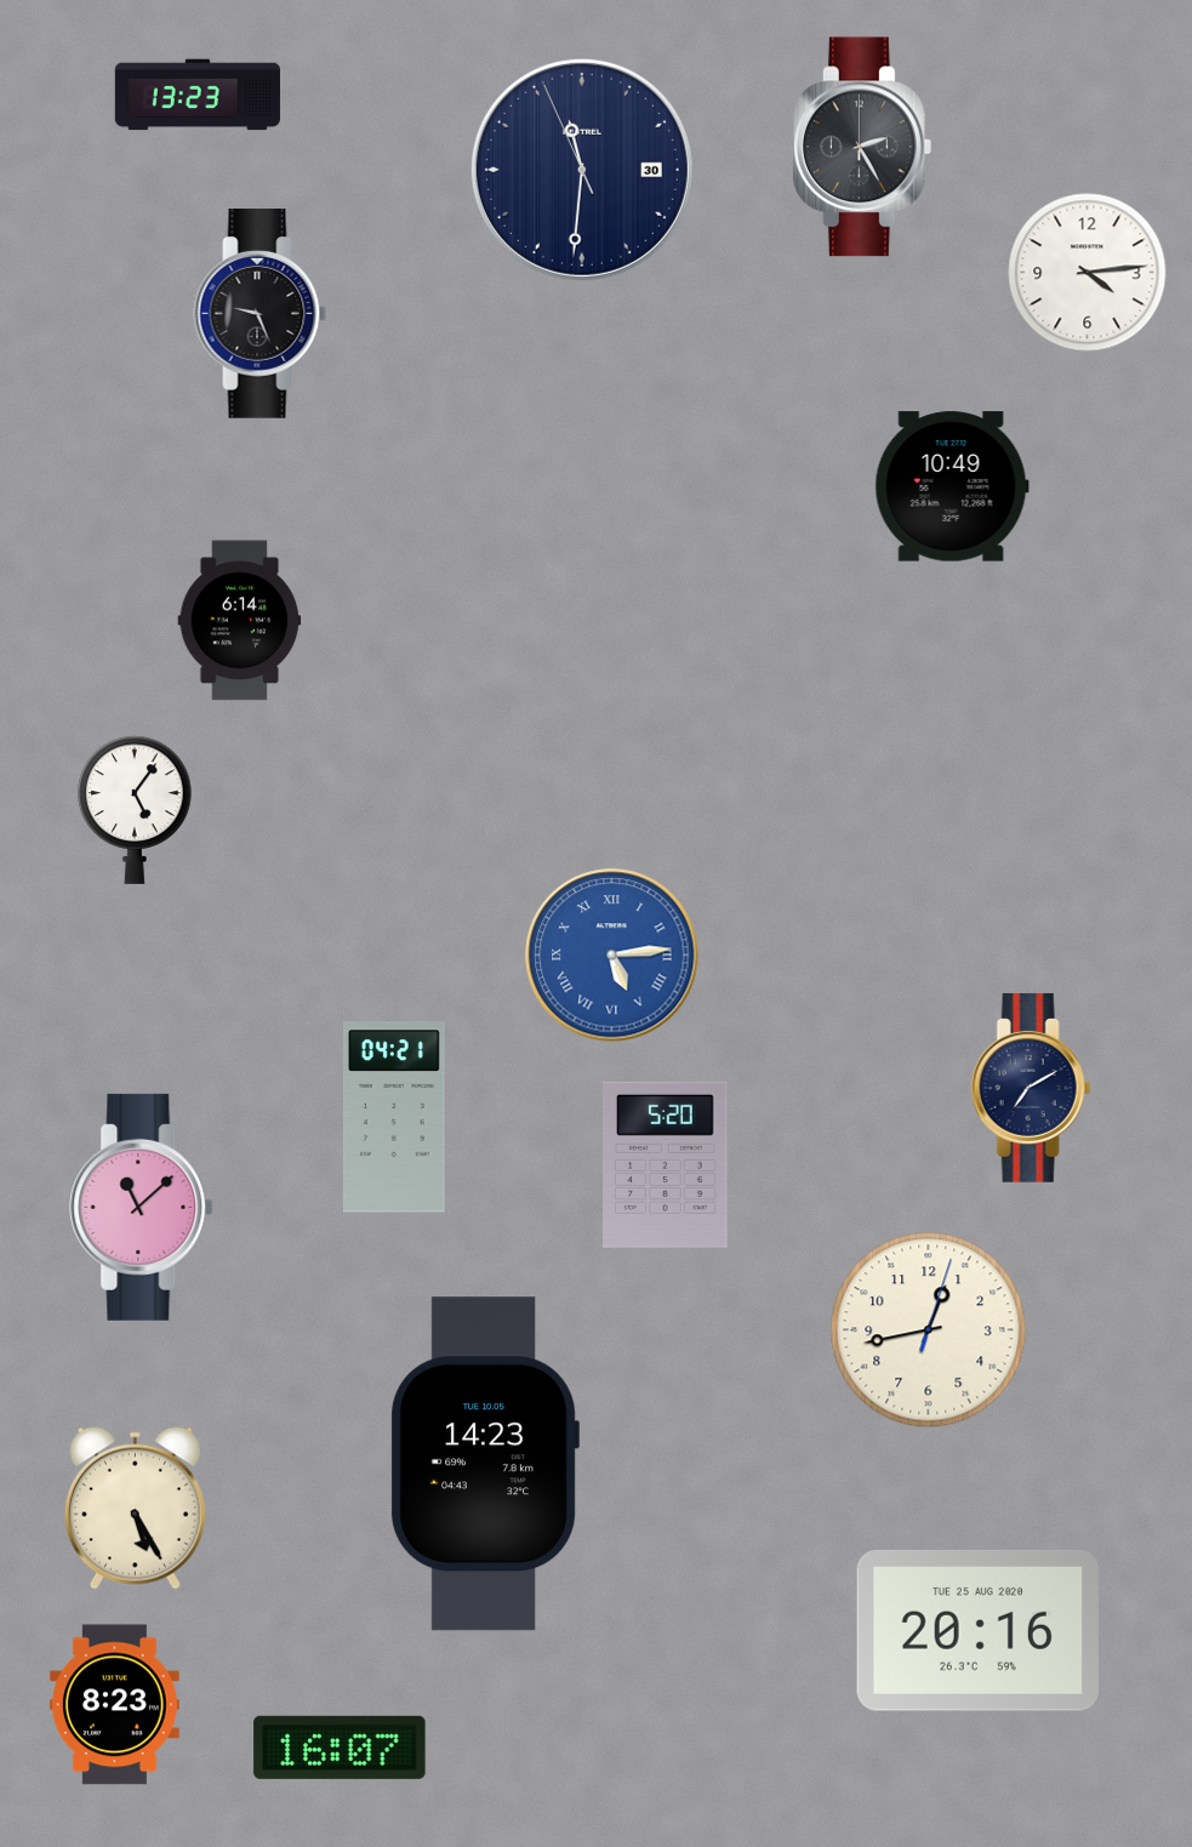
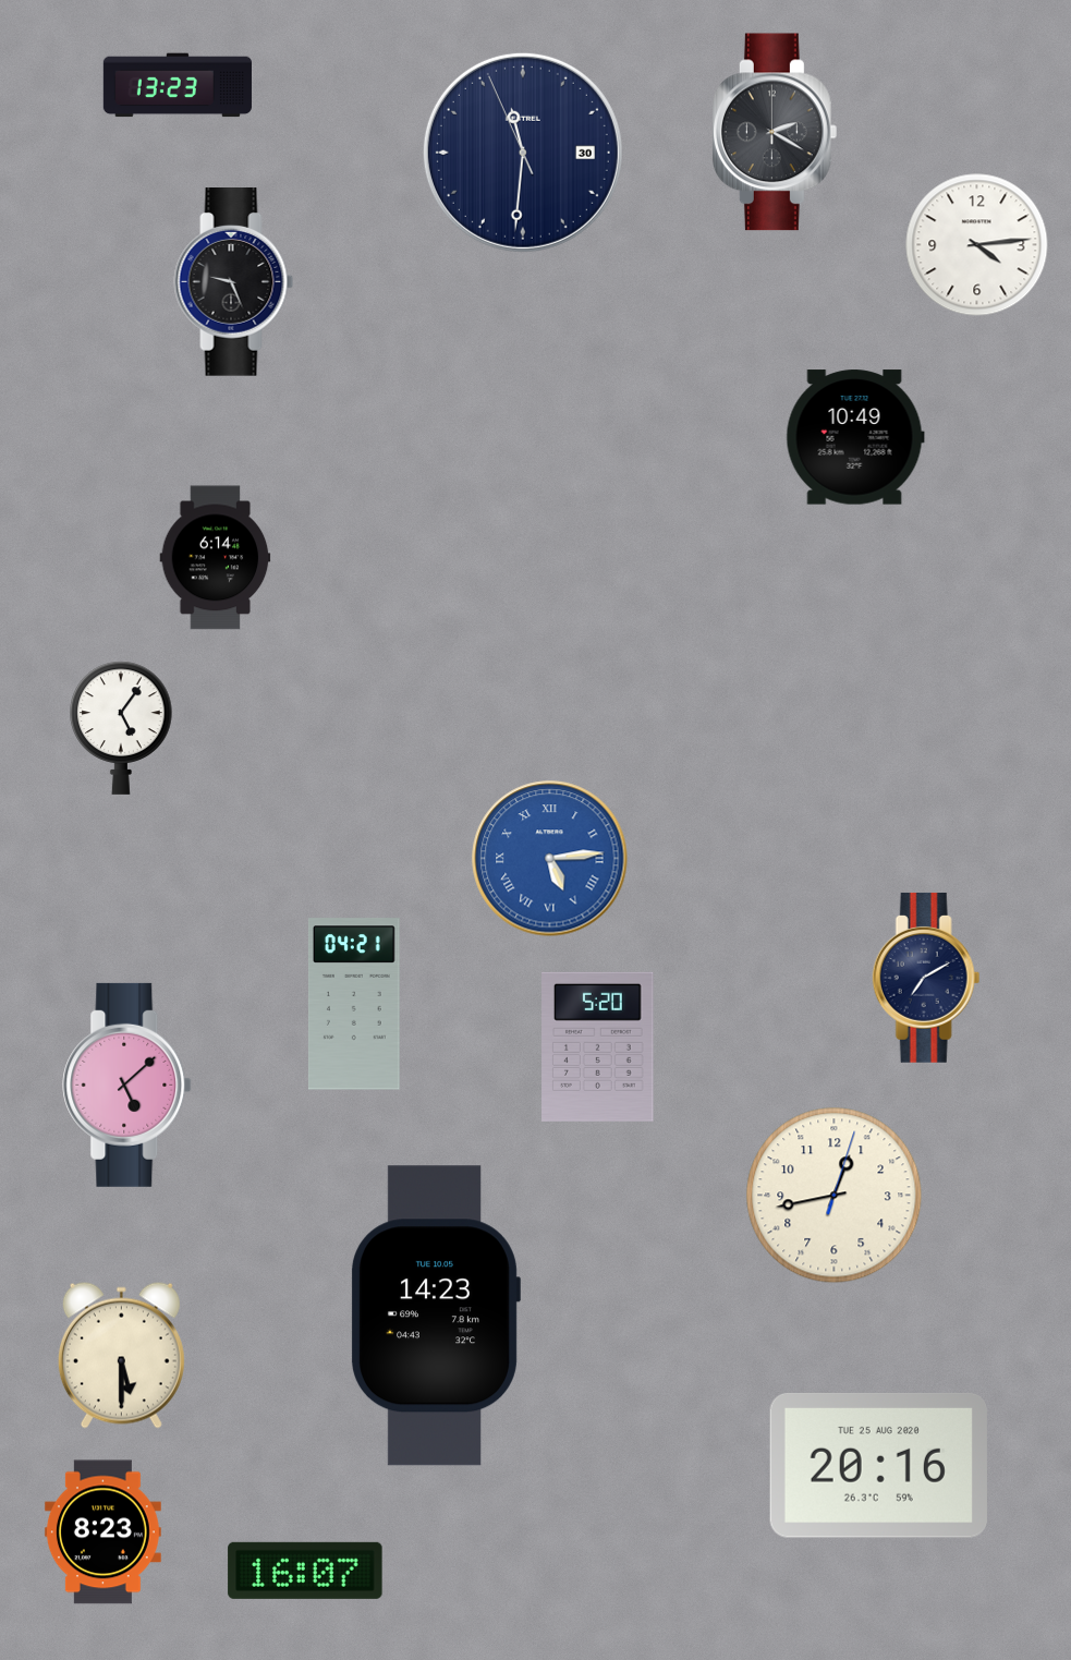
clock at (862, 147): 2:25 -> 2:20
clock at (142, 1207): 11:08 -> 5:08
clock at (135, 1507): 5:25 -> 5:30
